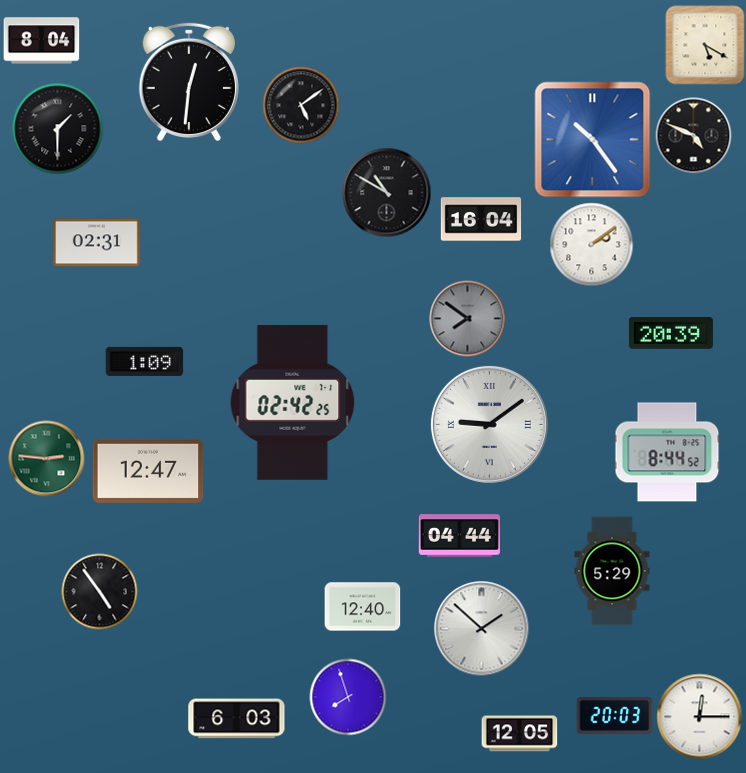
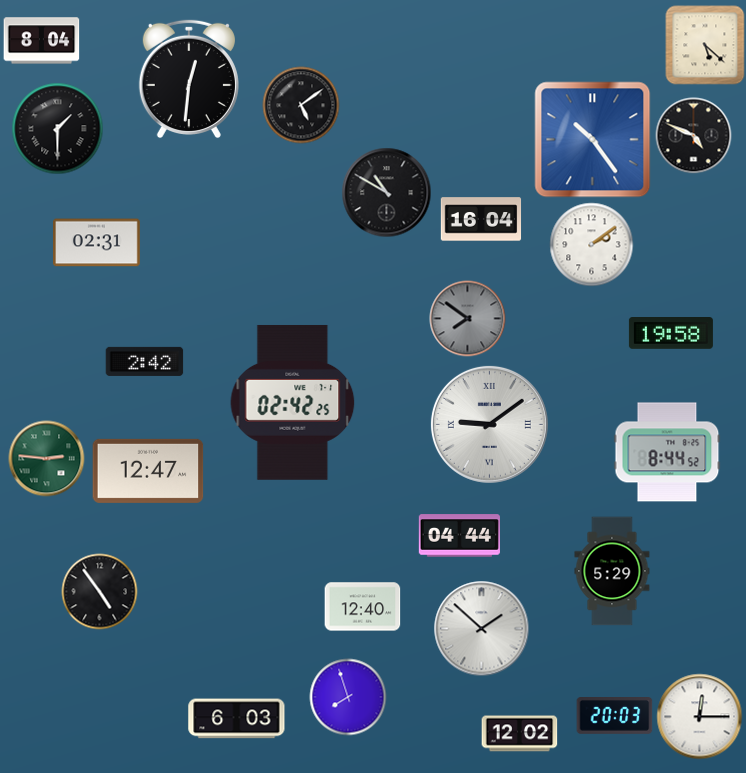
clock at (705, 45): 5:20 -> 5:22
clock at (189, 82) position: (189, 82) -> (189, 79)
clock at (671, 334): 20:39 -> 19:58
clock at (145, 361): 1:09 -> 2:42
clock at (520, 734): 12:05 -> 12:02
